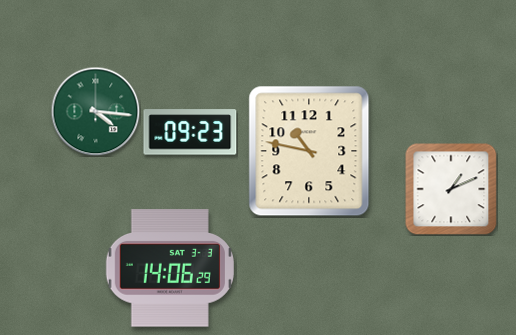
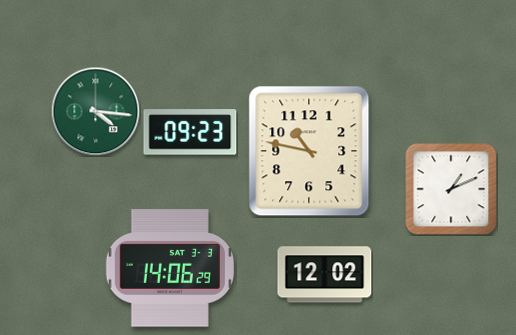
clock at (325, 275): none -> 12:02
